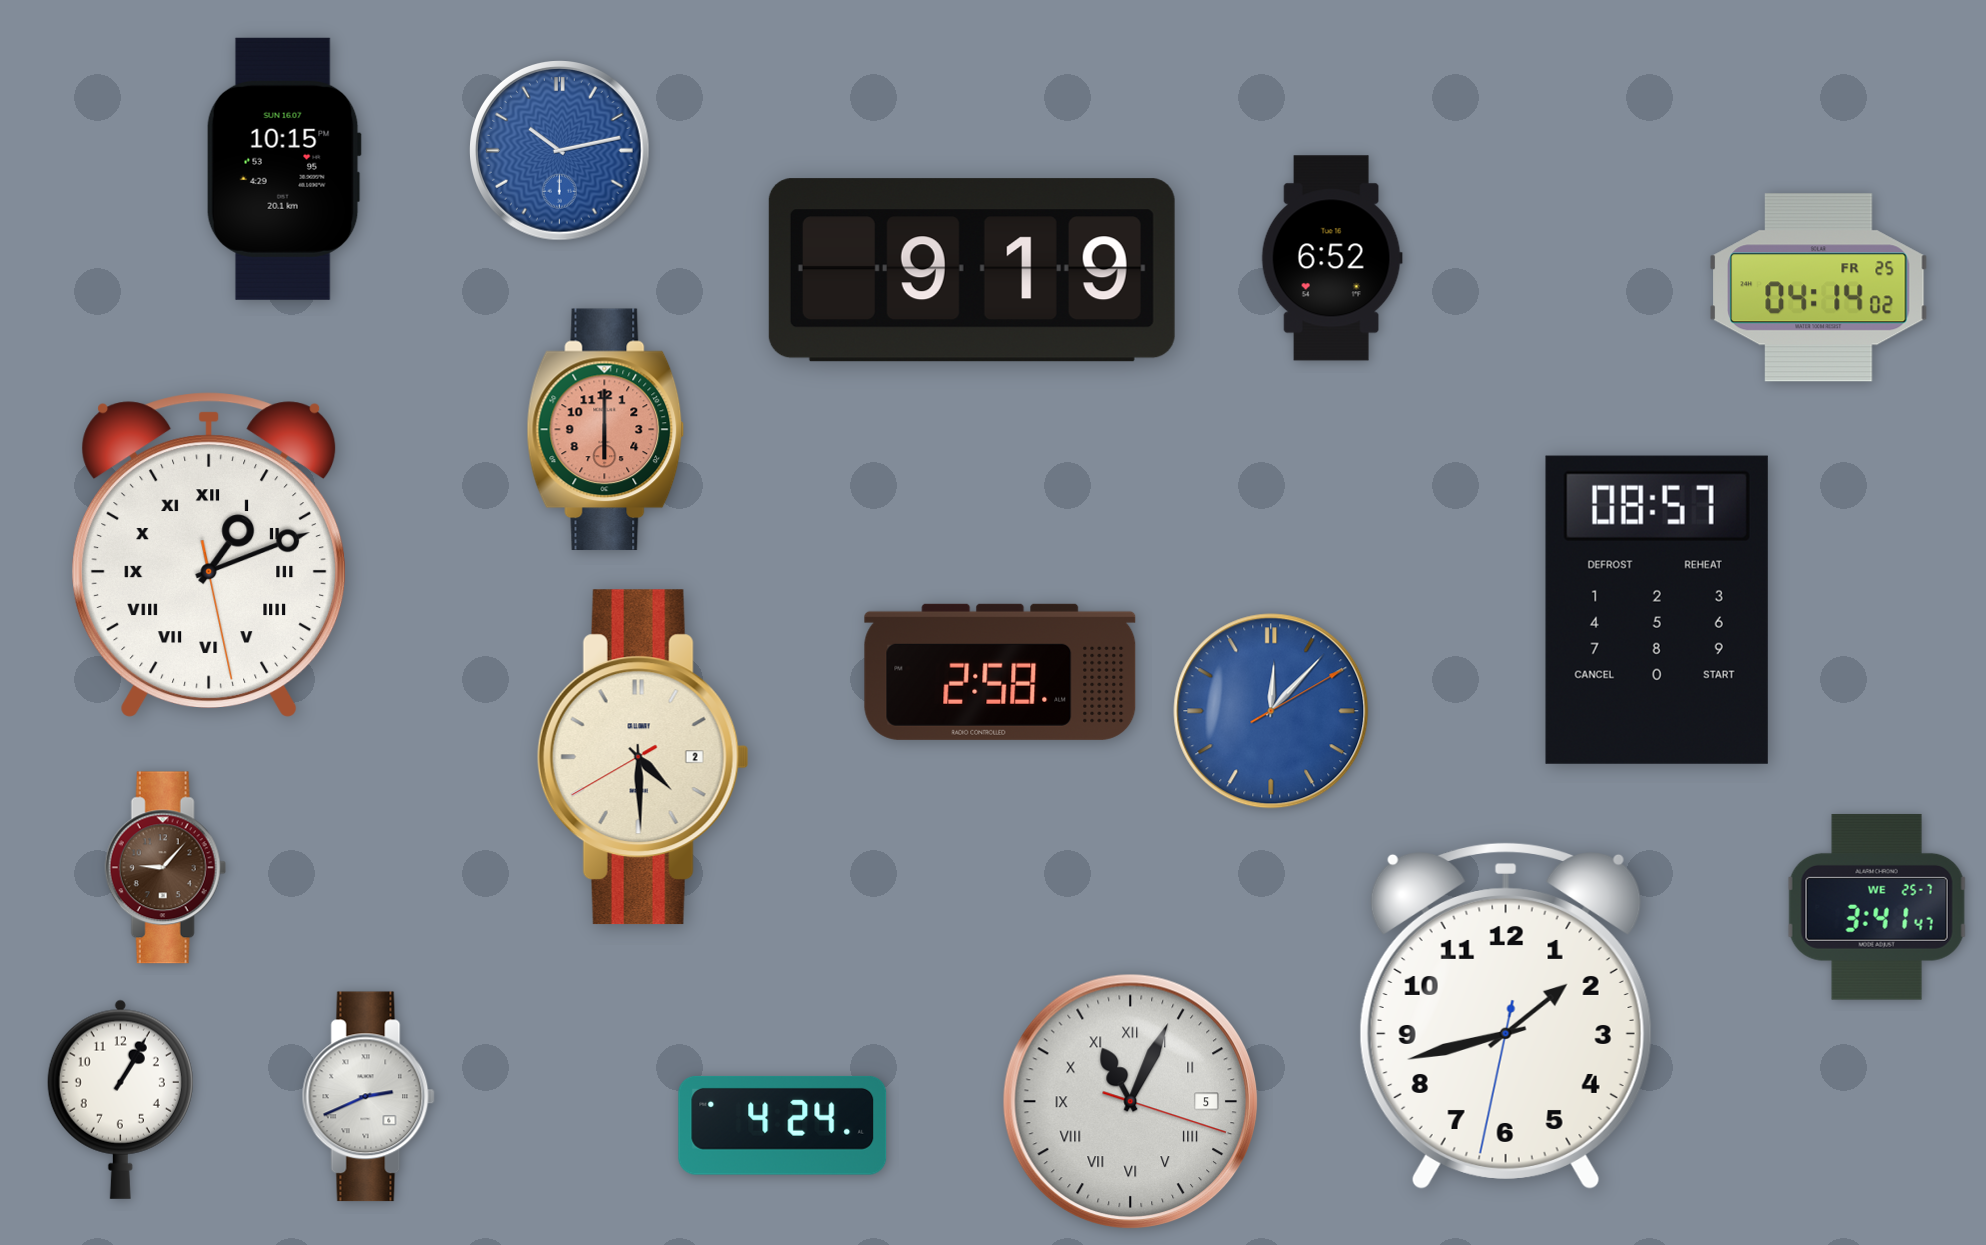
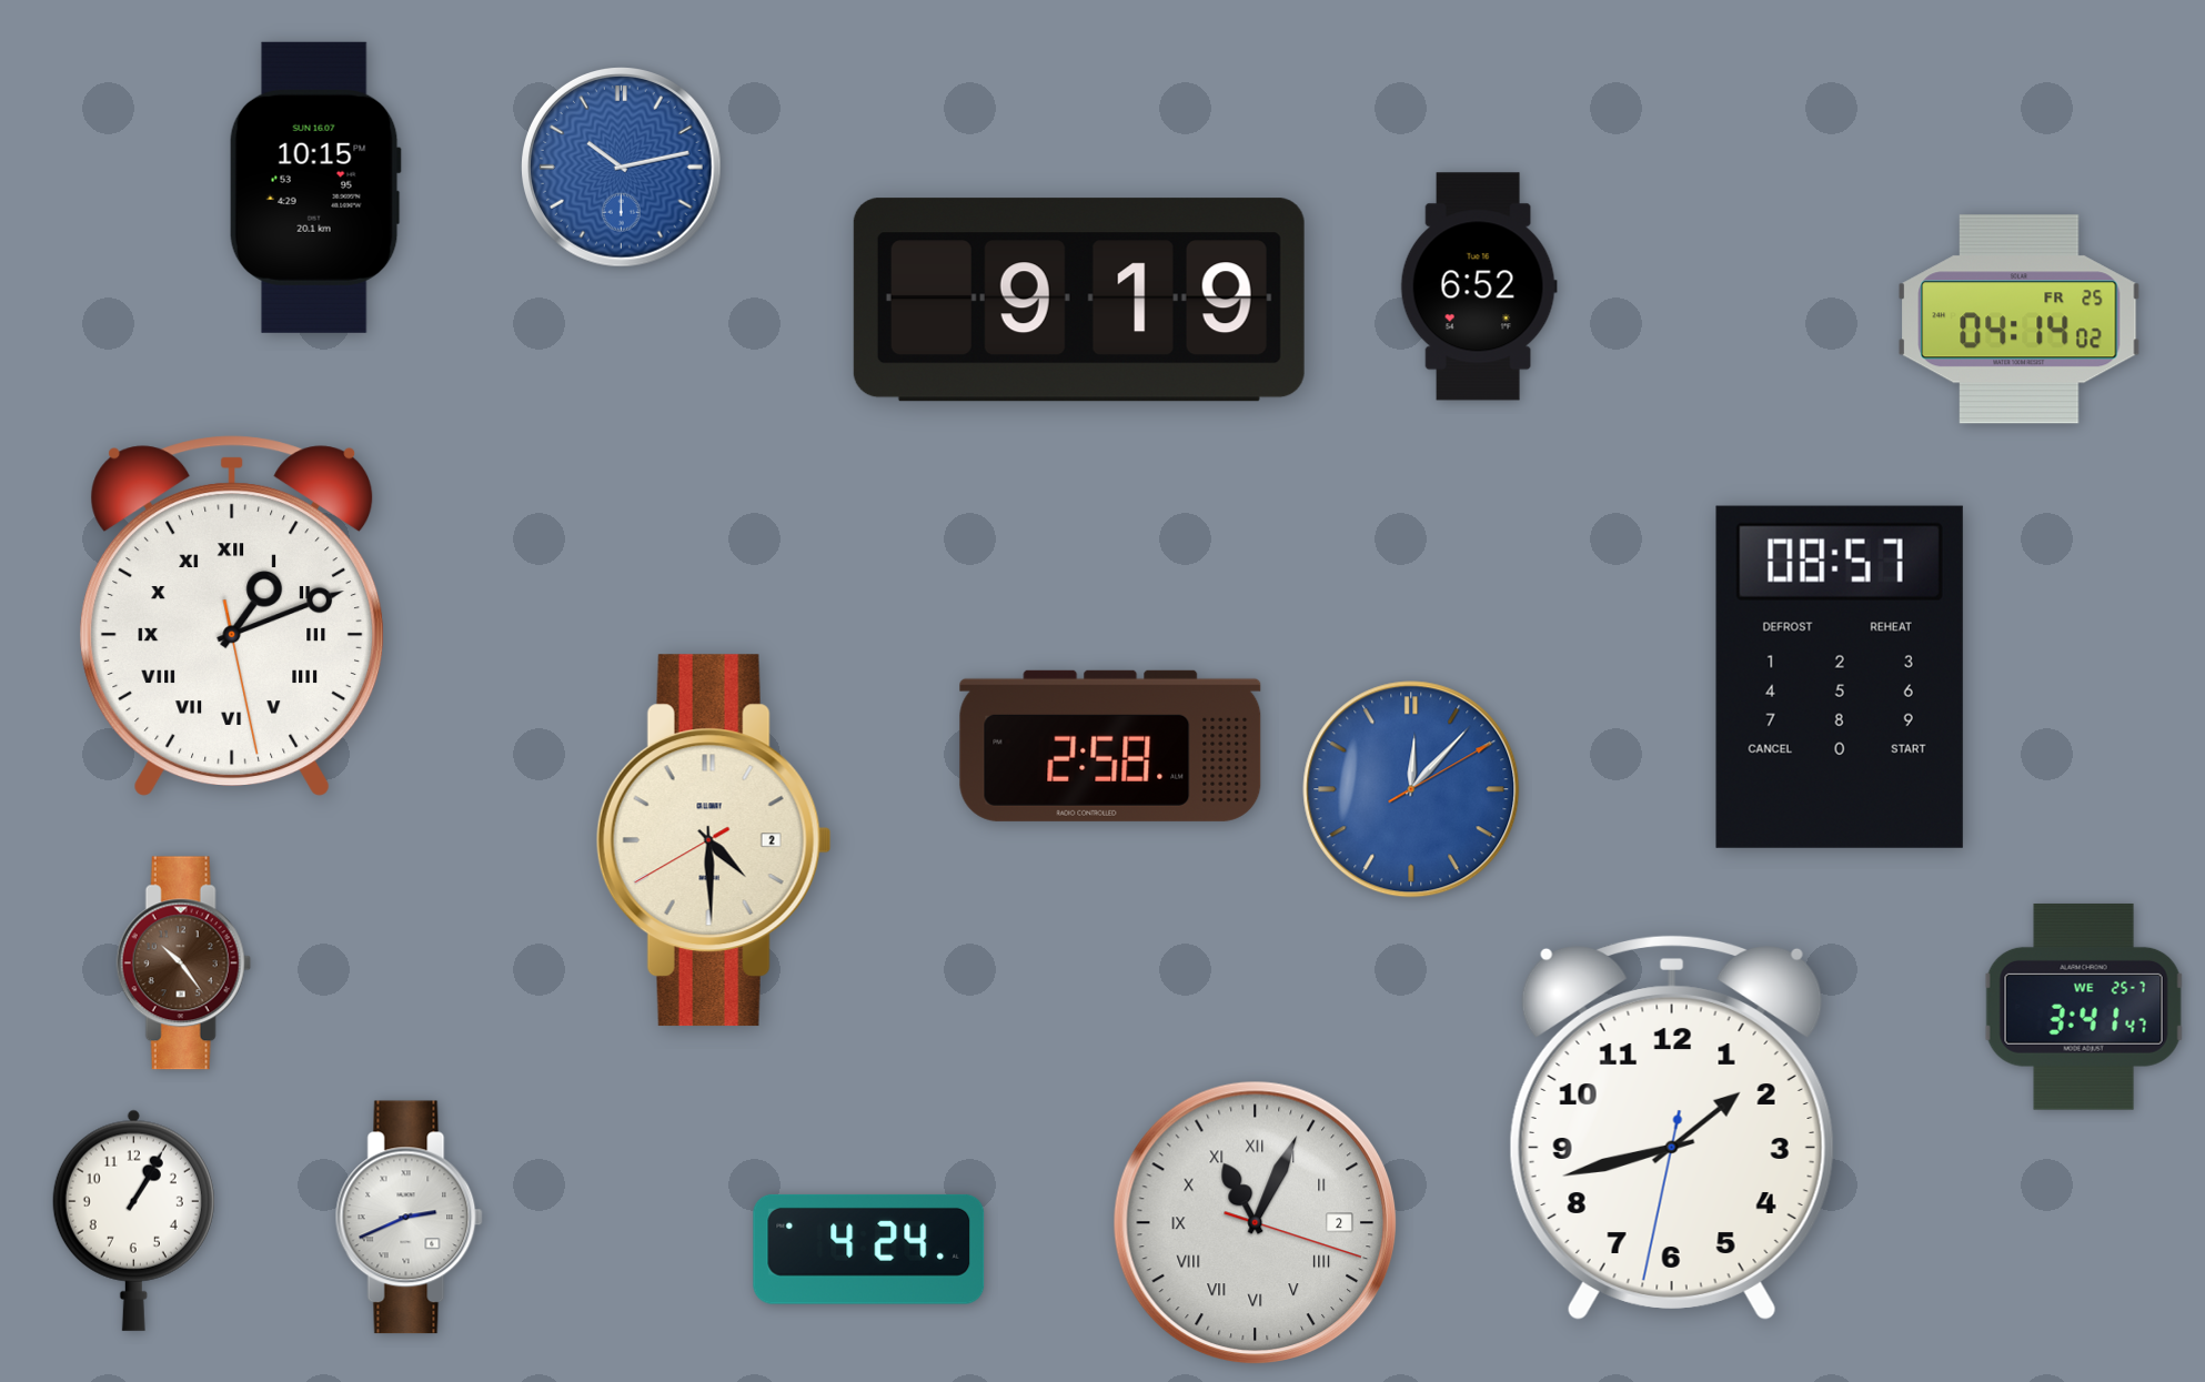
clock at (606, 430): 6:00 -> none
clock at (165, 868): 9:07 -> 10:24
clock at (1130, 1101) date: 5 -> 2
